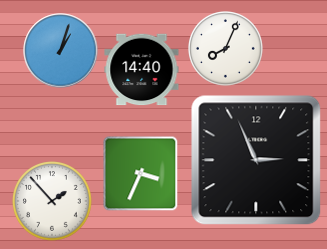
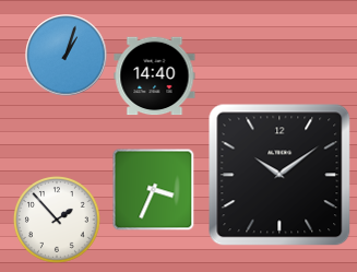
clock at (226, 49): 8:04 -> none
clock at (256, 160): 2:56 -> 10:09
